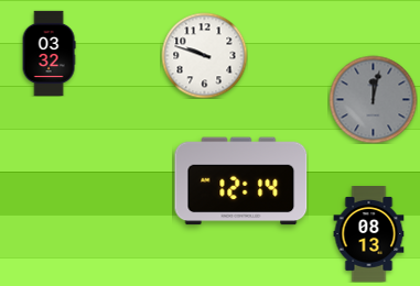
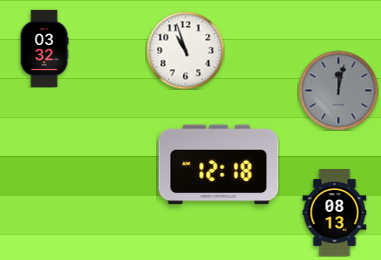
clock at (204, 55): 9:48 -> 10:57
clock at (241, 182): 12:14 -> 12:18
